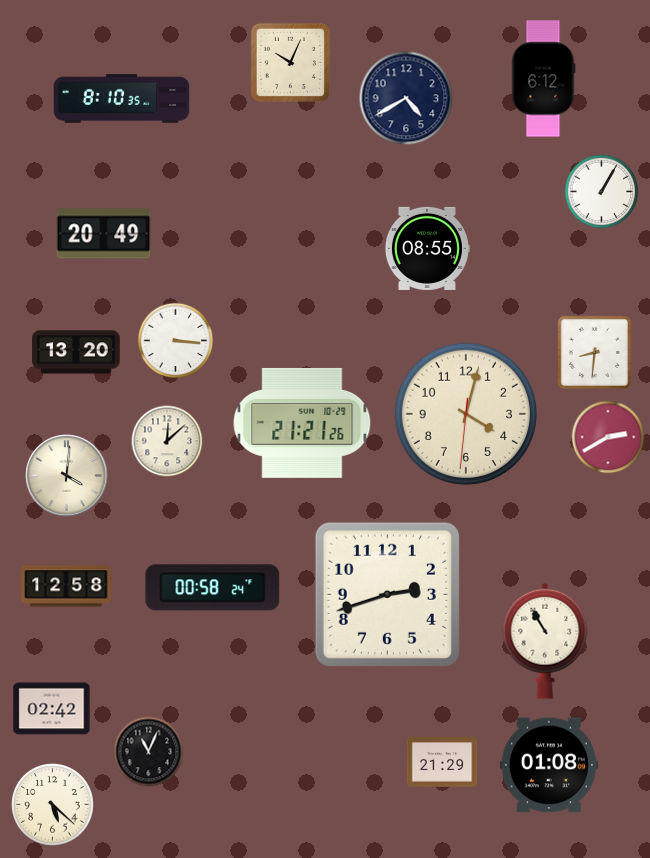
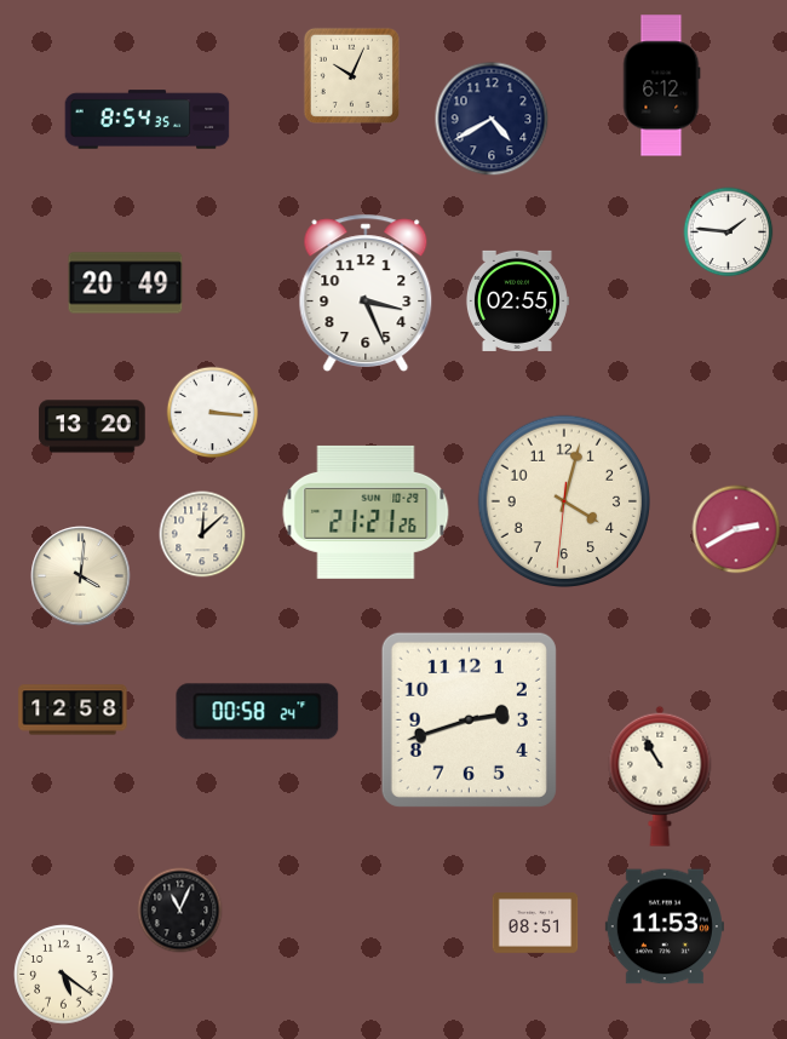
clock at (543, 79) position: (543, 79) -> (661, 86)
clock at (122, 99): 8:10 -> 8:54
clock at (602, 192): 1:05 -> 1:46
clock at (366, 293): none -> 3:26
clock at (427, 248): 08:55 -> 02:55
clock at (594, 352): 8:31 -> none
clock at (66, 586) position: (66, 586) -> (73, 710)
clock at (52, 709): 02:42 -> none
clock at (442, 763): 21:29 -> 08:51
clock at (549, 765): 01:08 -> 11:53
clock at (53, 805): 5:22 -> 5:21
